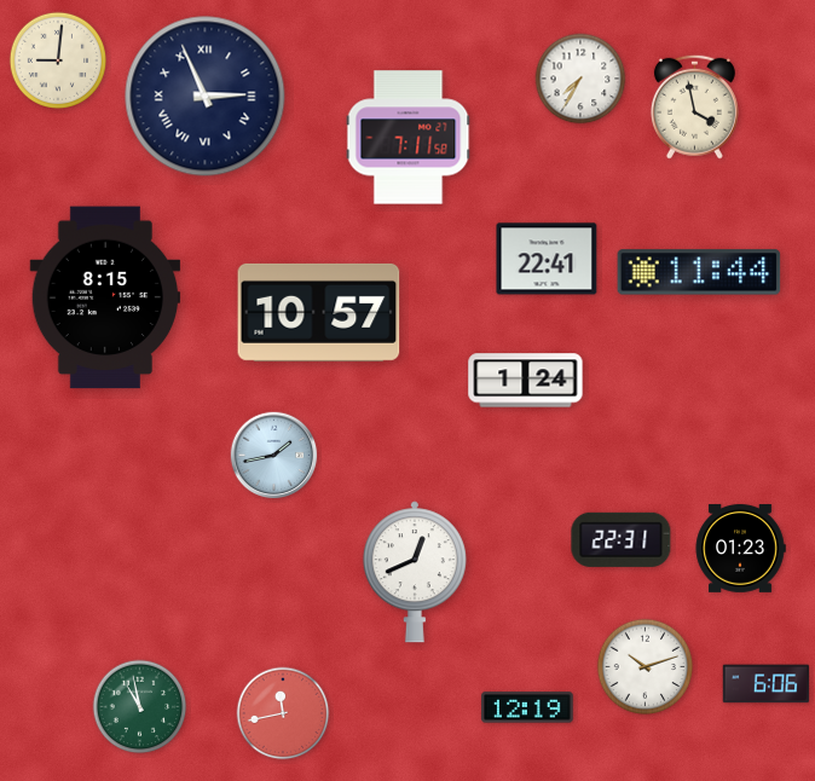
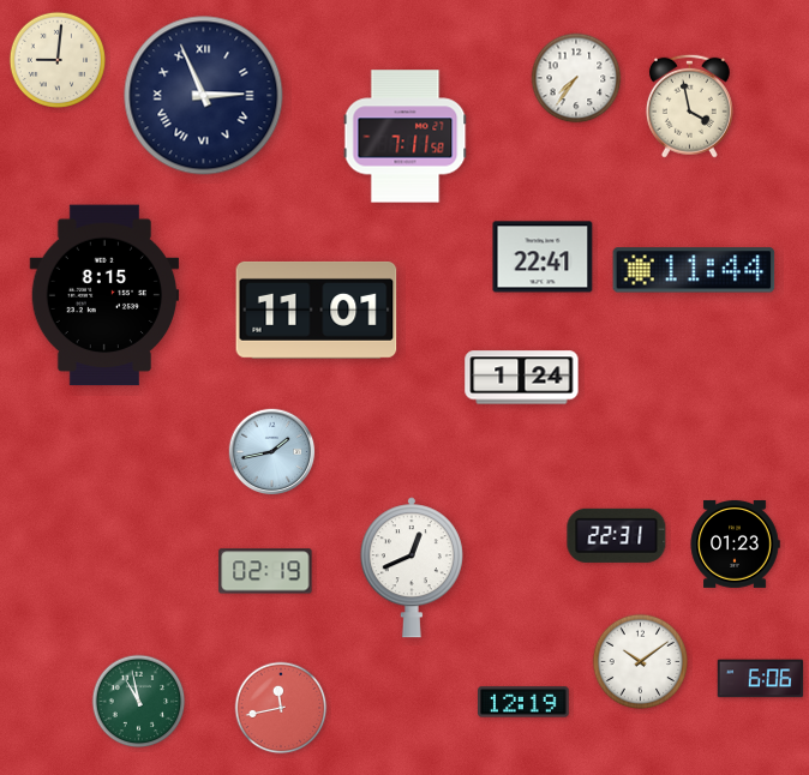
clock at (580, 79): 7:35 -> 7:36
clock at (319, 312): 10:57 -> 11:01
clock at (265, 571): none -> 02:19
clock at (646, 667): 10:12 -> 10:09
